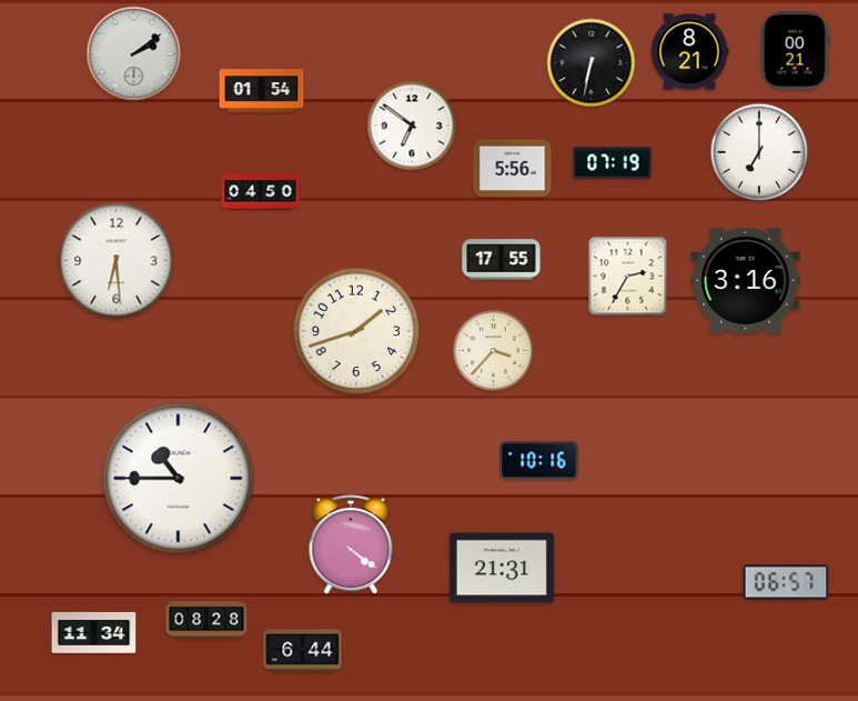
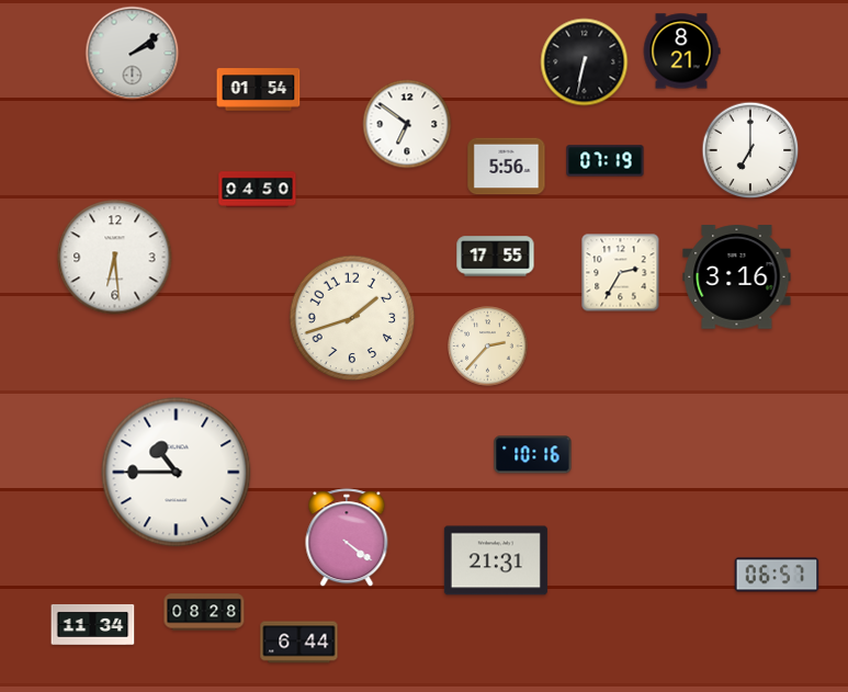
clock at (795, 51): 00:21 -> none
clock at (356, 331) position: (356, 331) -> (352, 318)
clock at (494, 351): 3:37 -> 2:37
